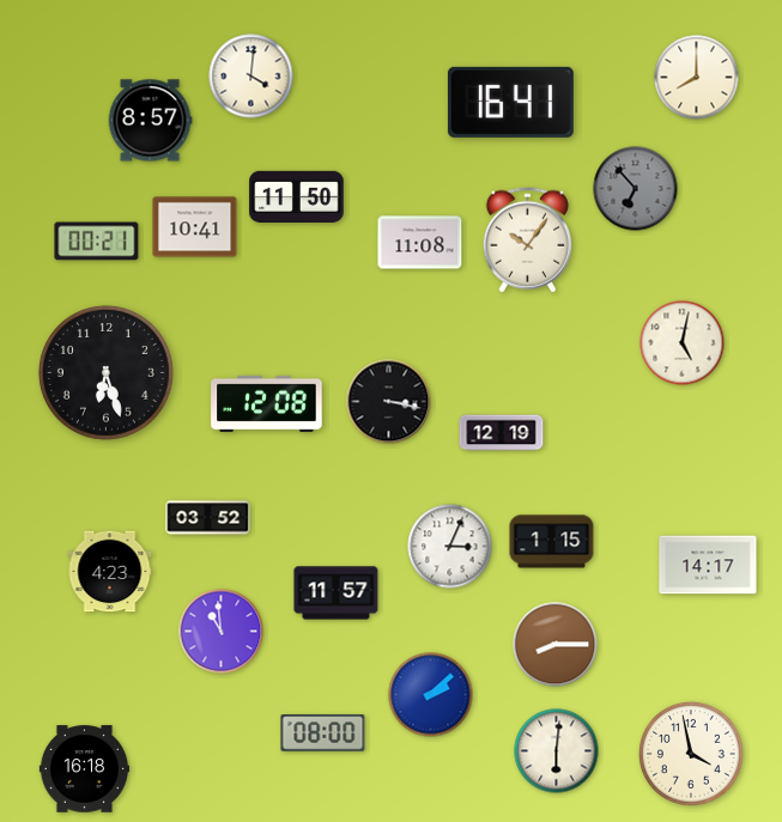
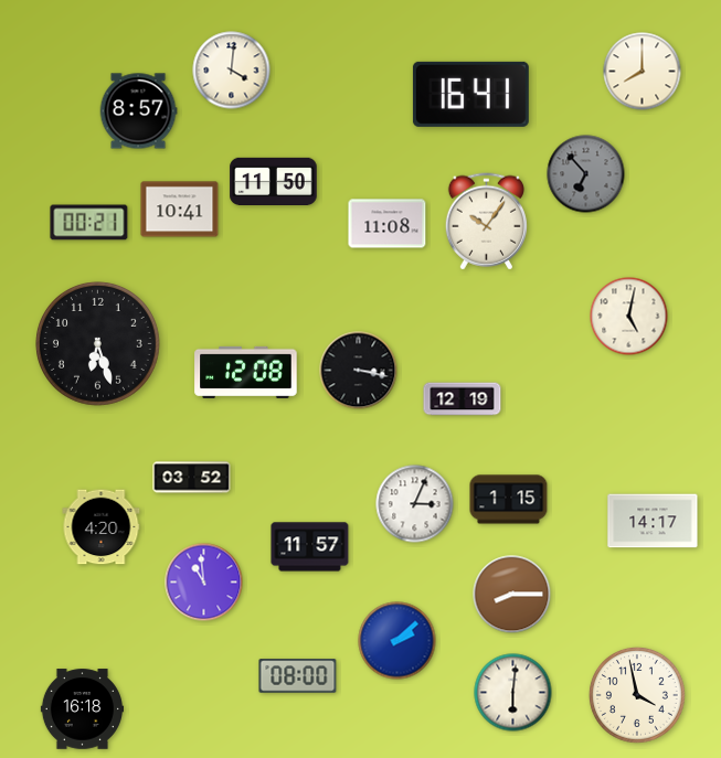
clock at (110, 572): 4:23 -> 4:20
clock at (84, 769) position: (84, 769) -> (82, 709)
